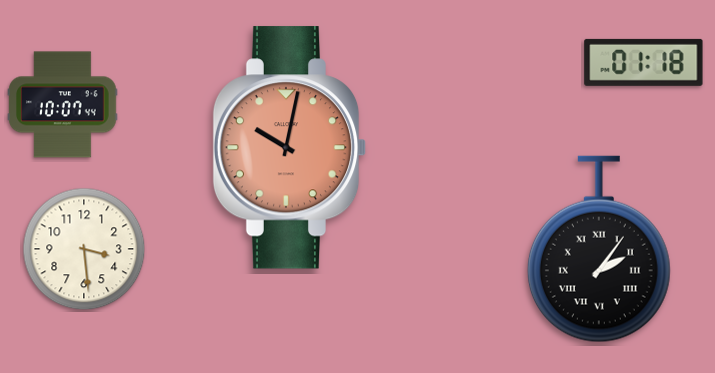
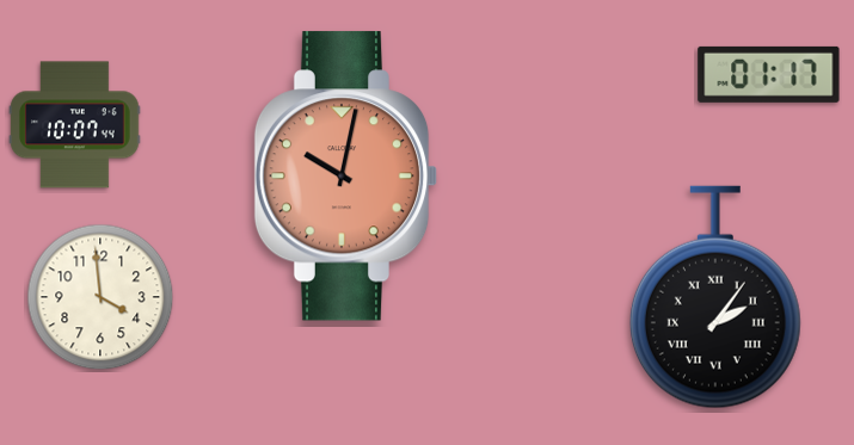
clock at (644, 62): 01:18 -> 01:17
clock at (84, 249): 3:29 -> 3:59
